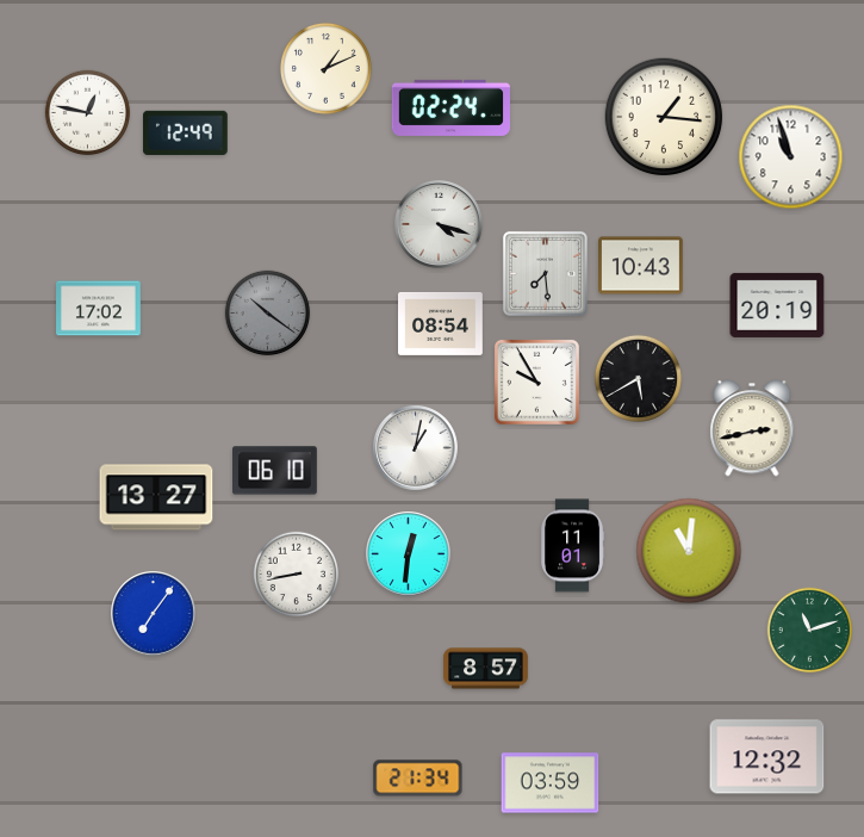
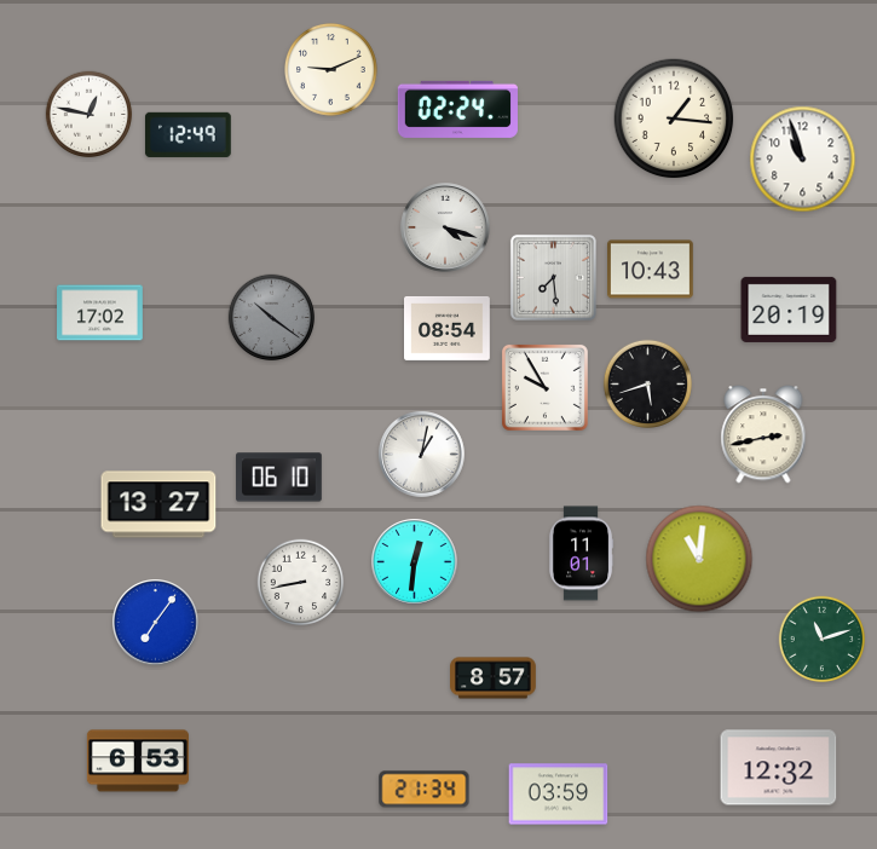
clock at (327, 69): 1:11 -> 9:11
clock at (638, 378): 5:40 -> 5:42
clock at (138, 761): none -> 6:53
